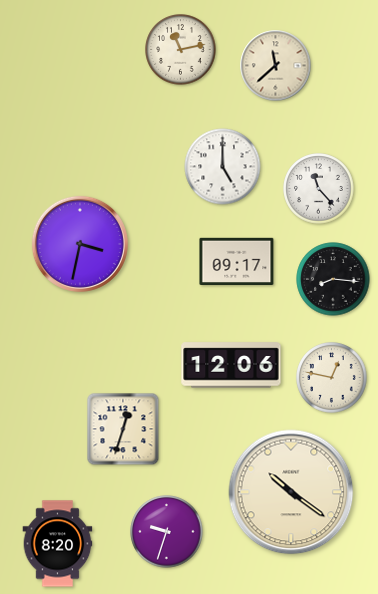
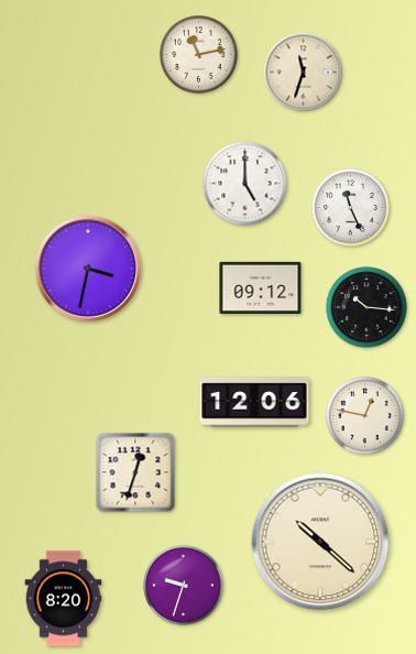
clock at (276, 66): 11:38 -> 11:33
clock at (319, 189): 11:23 -> 11:26
clock at (237, 261): 09:17 -> 09:12
clock at (333, 279): 8:16 -> 10:16
clock at (291, 492): 10:21 -> 10:22
